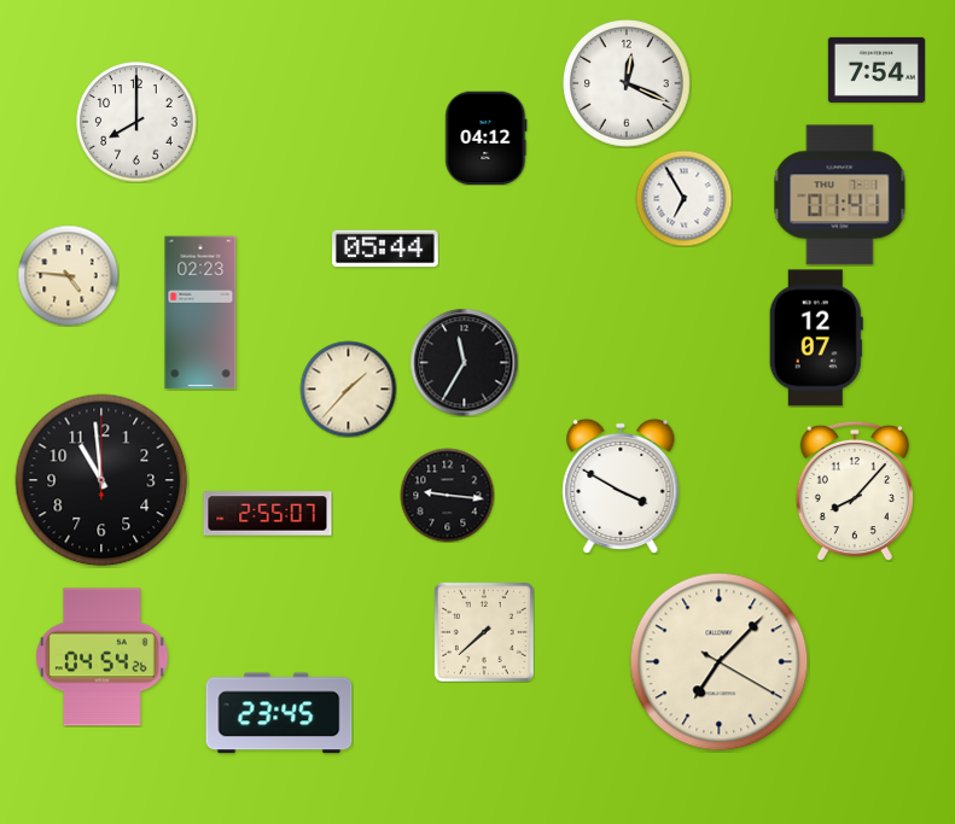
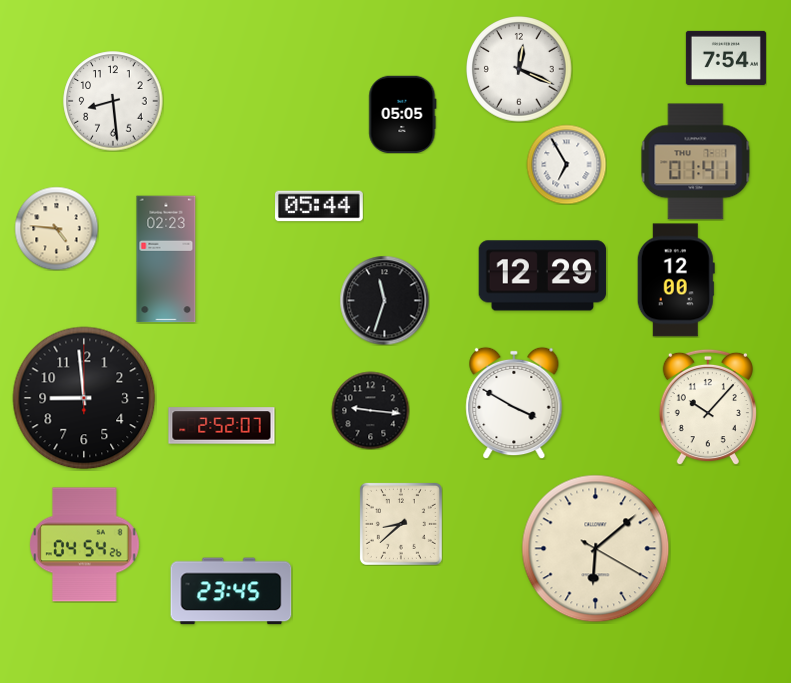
clock at (136, 122): 8:00 -> 8:29
clock at (487, 138): 04:12 -> 05:05
clock at (543, 276): none -> 12:29
clock at (816, 338): 12:07 -> 12:00
clock at (464, 362): 11:35 -> 11:33
clock at (348, 388): 1:37 -> none
clock at (101, 480): 10:59 -> 8:59
clock at (855, 491): 8:07 -> 10:07
clock at (268, 514): 2:55 -> 2:52
clock at (484, 632): 7:38 -> 8:38
clock at (720, 662): 7:07 -> 6:08
